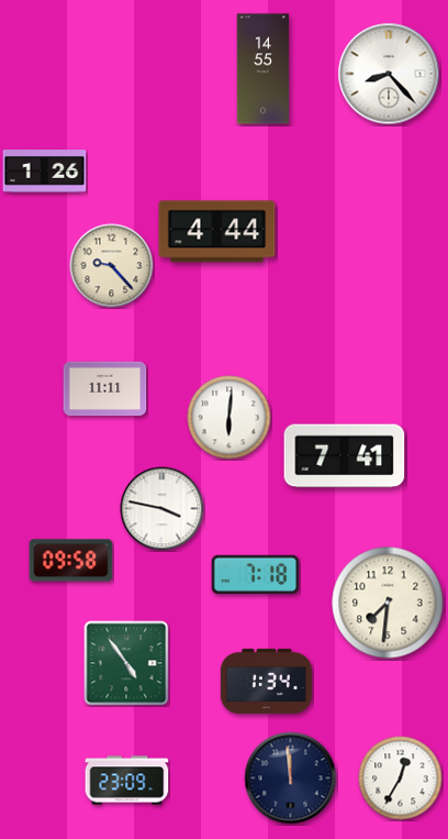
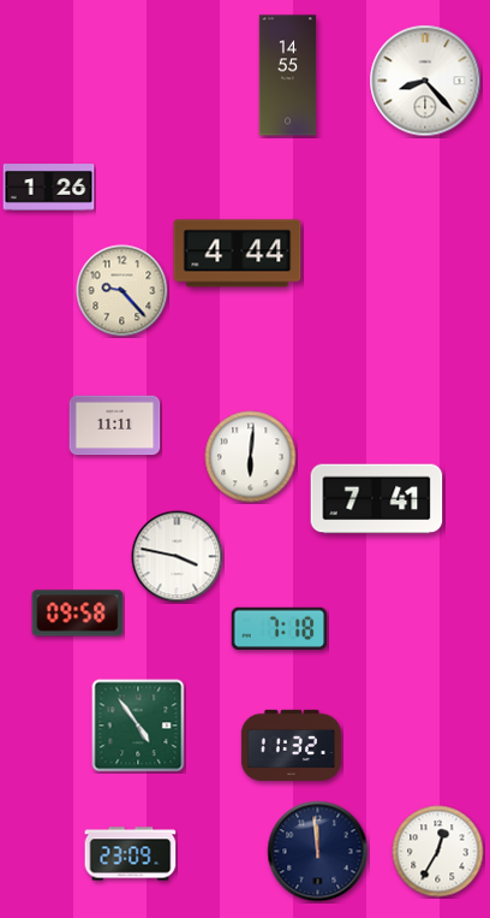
clock at (388, 603): 7:31 -> none
clock at (266, 681): 1:34 -> 11:32
clock at (127, 781) position: (127, 781) -> (131, 854)
